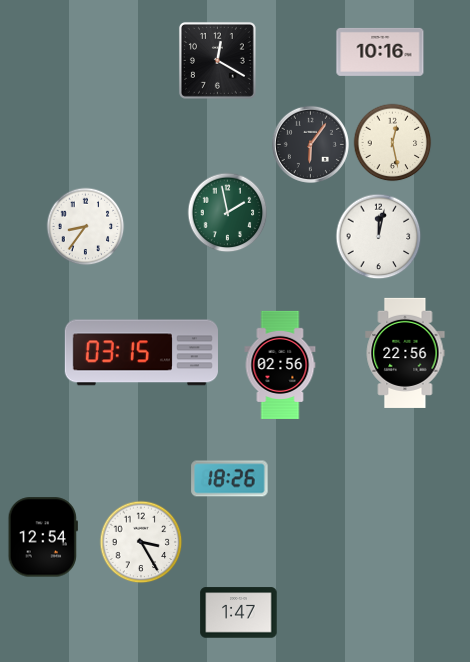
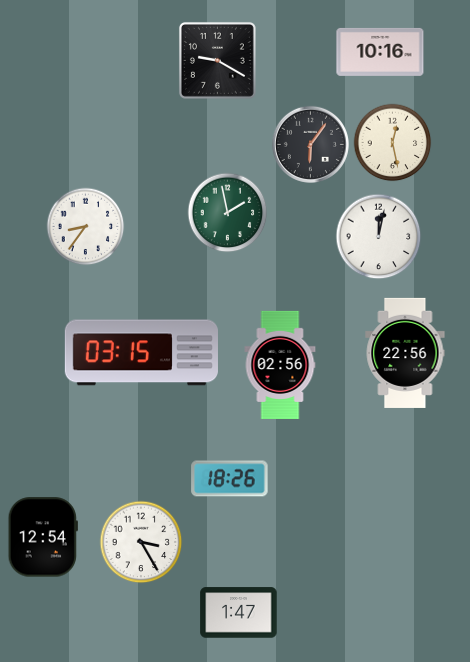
clock at (217, 60): 12:20 -> 9:20
